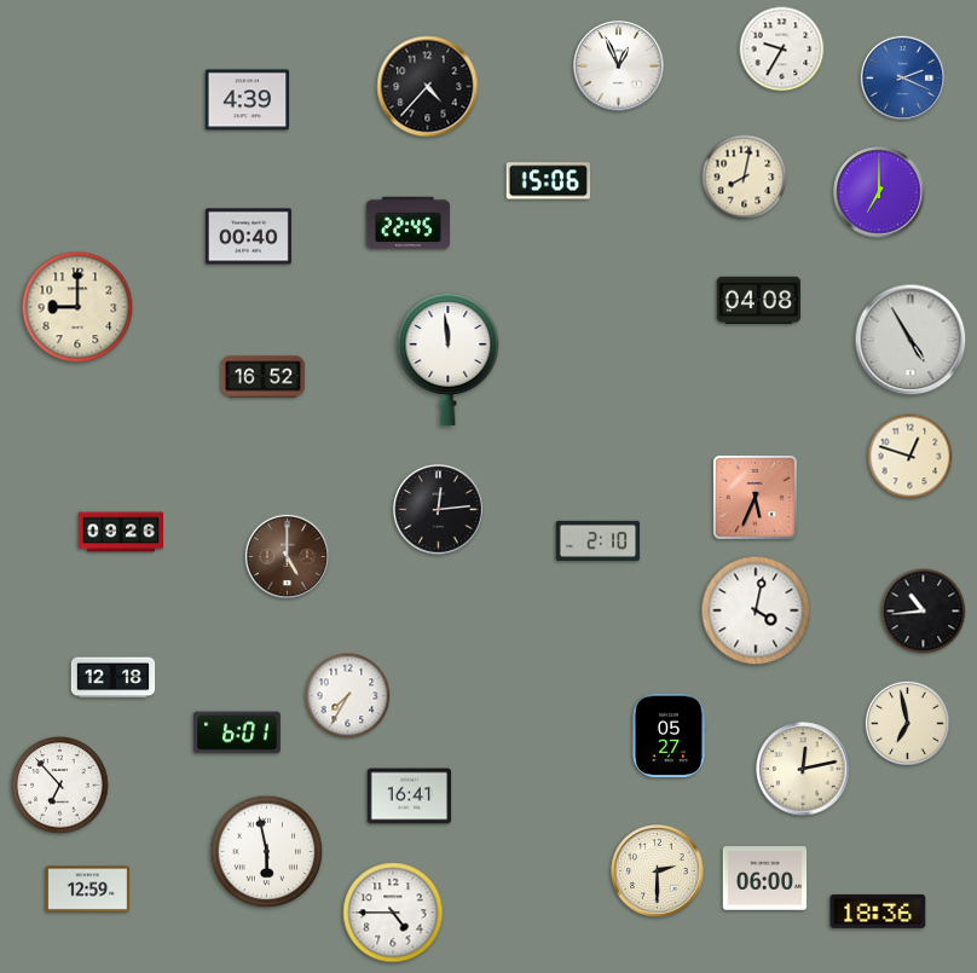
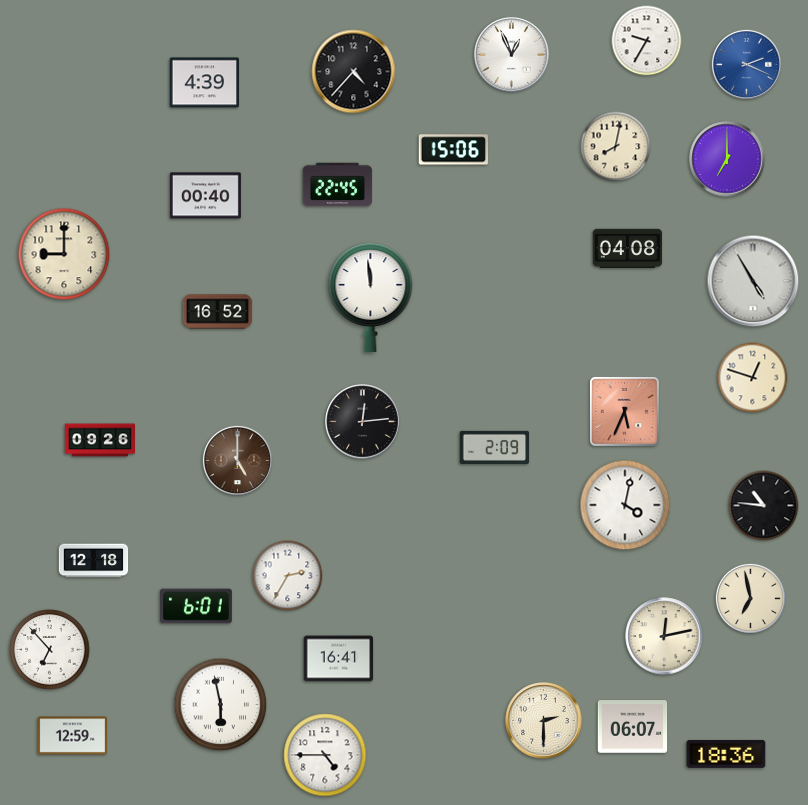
clock at (599, 540): 2:10 -> 2:09
clock at (924, 612): 10:44 -> 10:46
clock at (348, 696): 7:35 -> 2:35
clock at (670, 736): 05:27 -> none
clock at (765, 879): 06:00 -> 06:07
